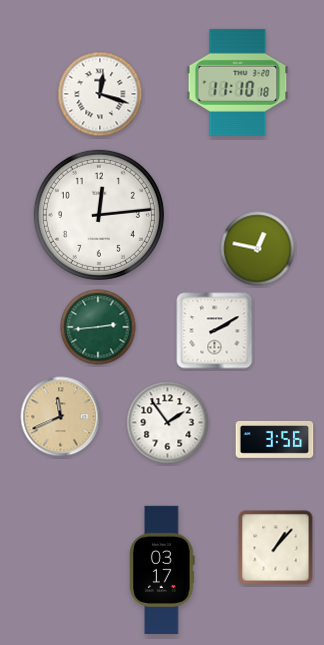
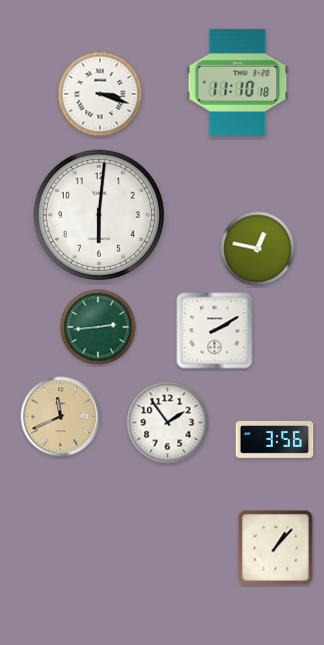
clock at (100, 94): 12:18 -> 3:18
clock at (99, 215): 12:14 -> 6:01
clock at (162, 570): 03:17 -> none
